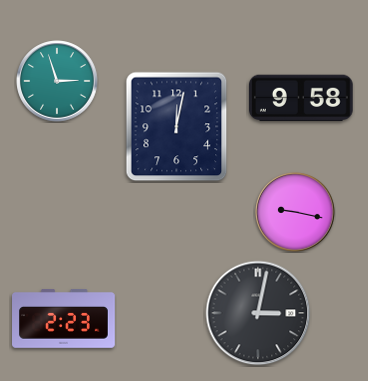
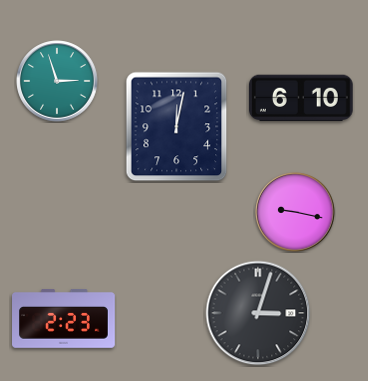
clock at (302, 98): 9:58 -> 6:10
clock at (258, 313): 3:02 -> 3:03
